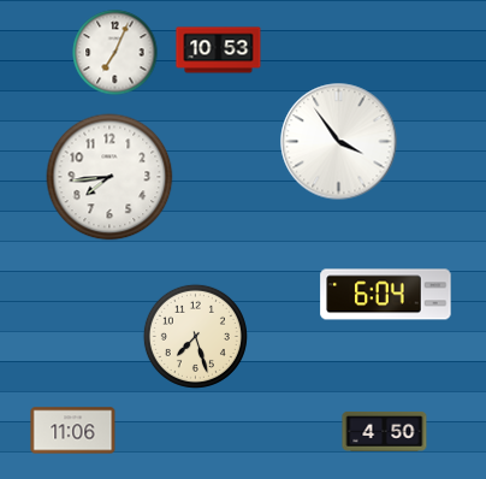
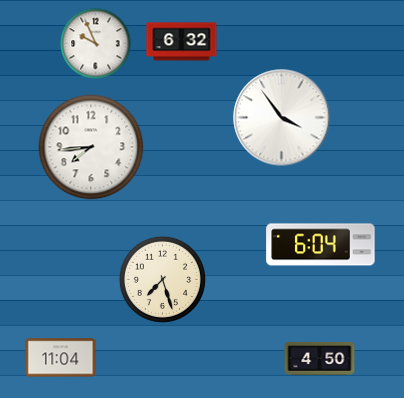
clock at (219, 51): 10:53 -> 6:32
clock at (115, 53): 7:04 -> 9:56
clock at (73, 431): 11:06 -> 11:04
